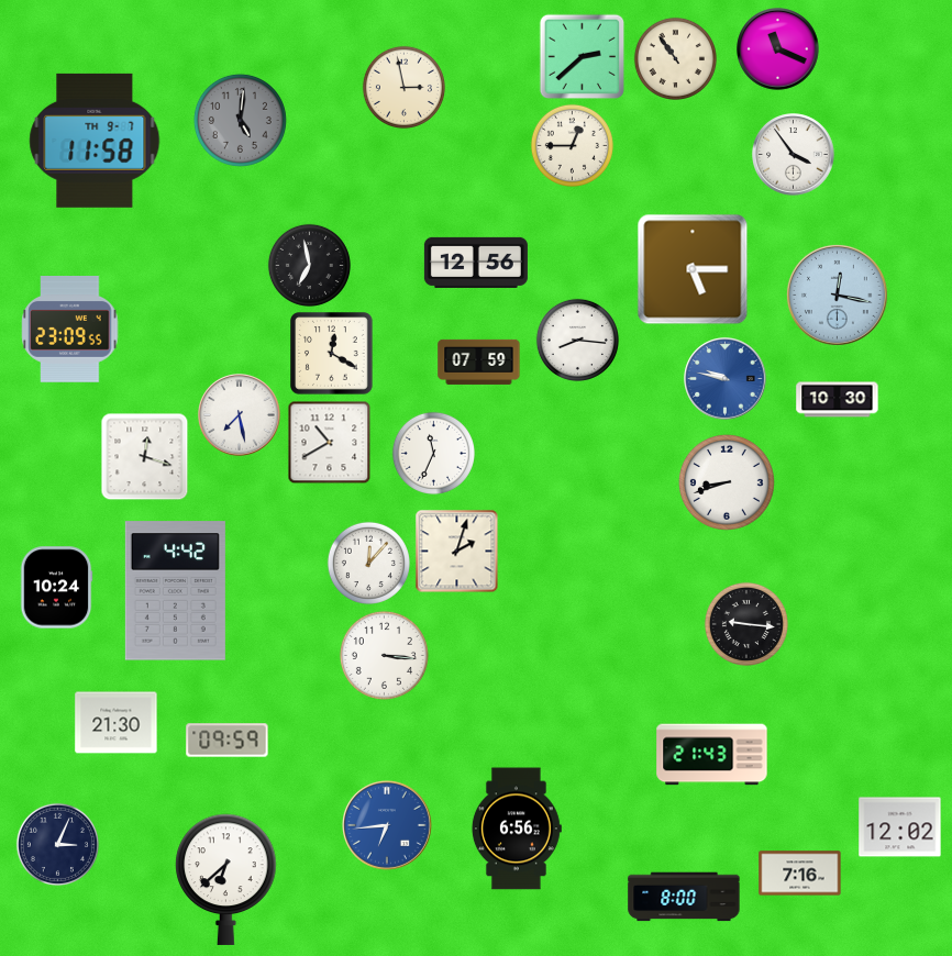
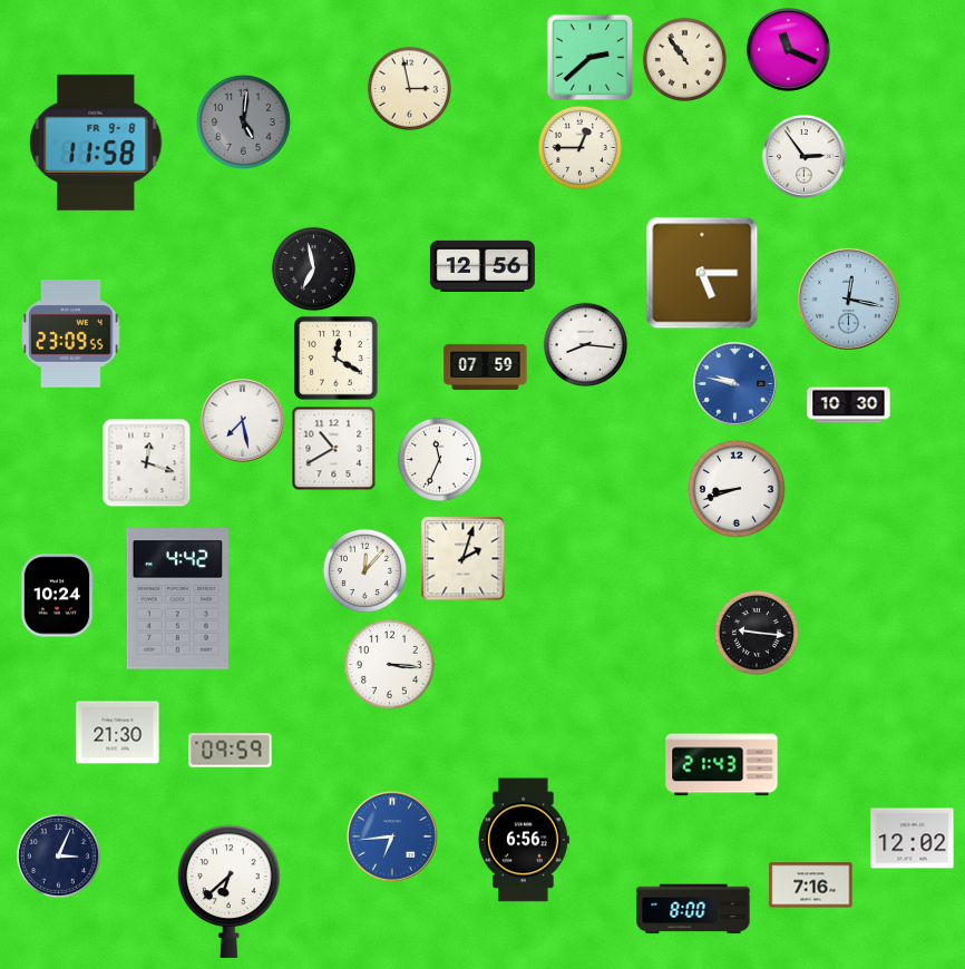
clock at (95, 141) date: TH 9-7 -> FR 9-8
clock at (794, 155): 3:54 -> 2:54
clock at (368, 563) position: (368, 563) -> (364, 570)
